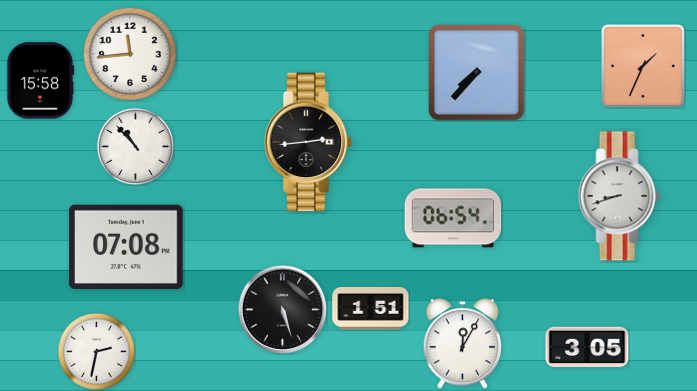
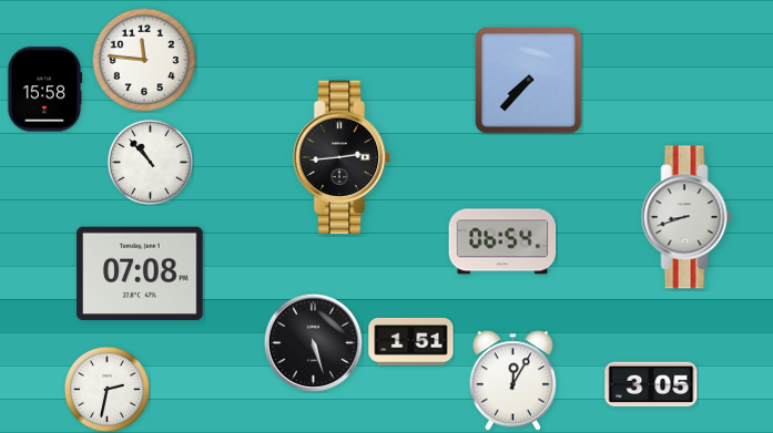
clock at (130, 54): 11:44 -> 11:46
clock at (644, 67): 1:34 -> none
